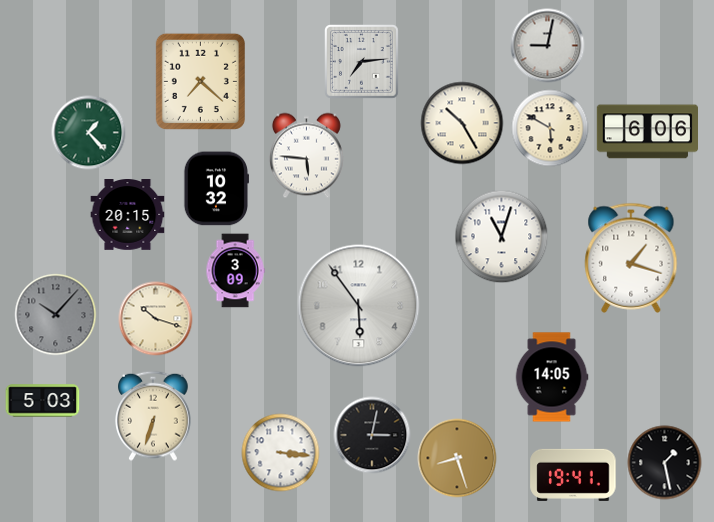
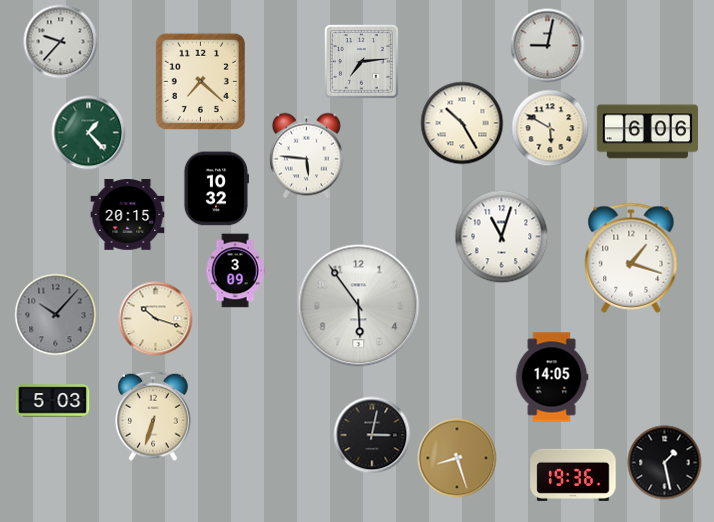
clock at (61, 42): none -> 9:37
clock at (43, 401) position: (43, 401) -> (53, 401)
clock at (281, 453): 3:16 -> none
clock at (573, 475): 19:41 -> 19:36
